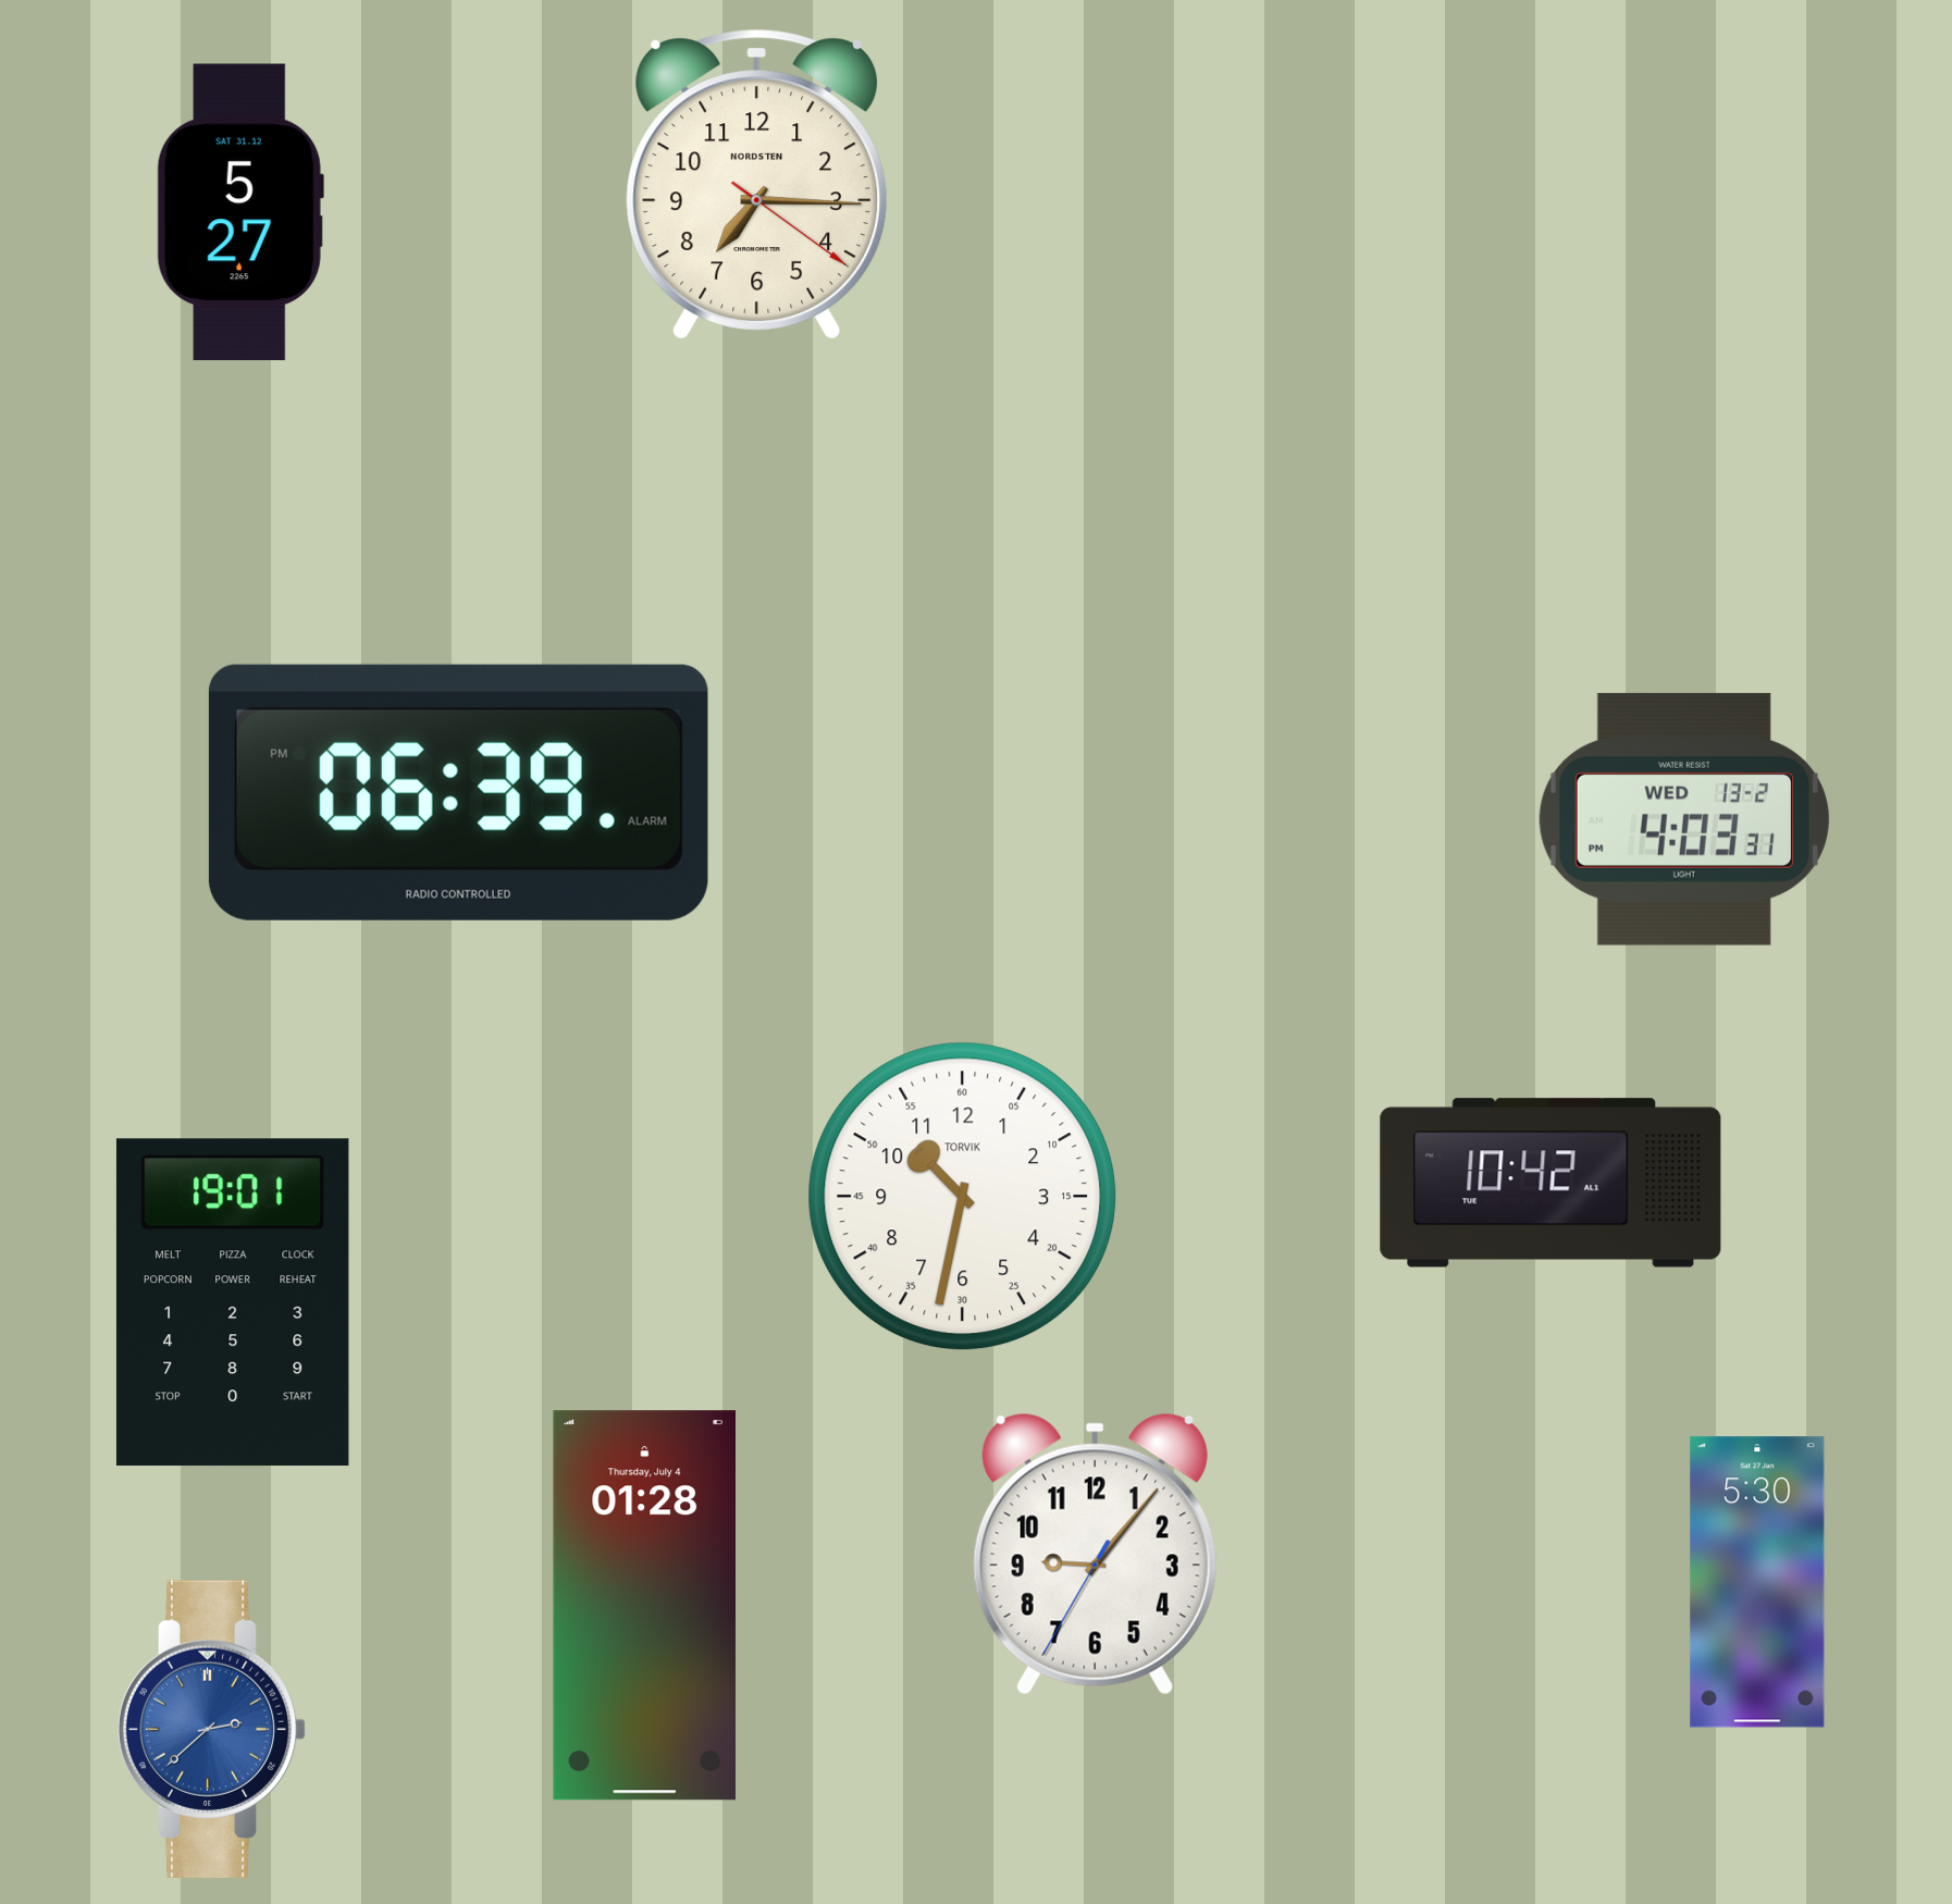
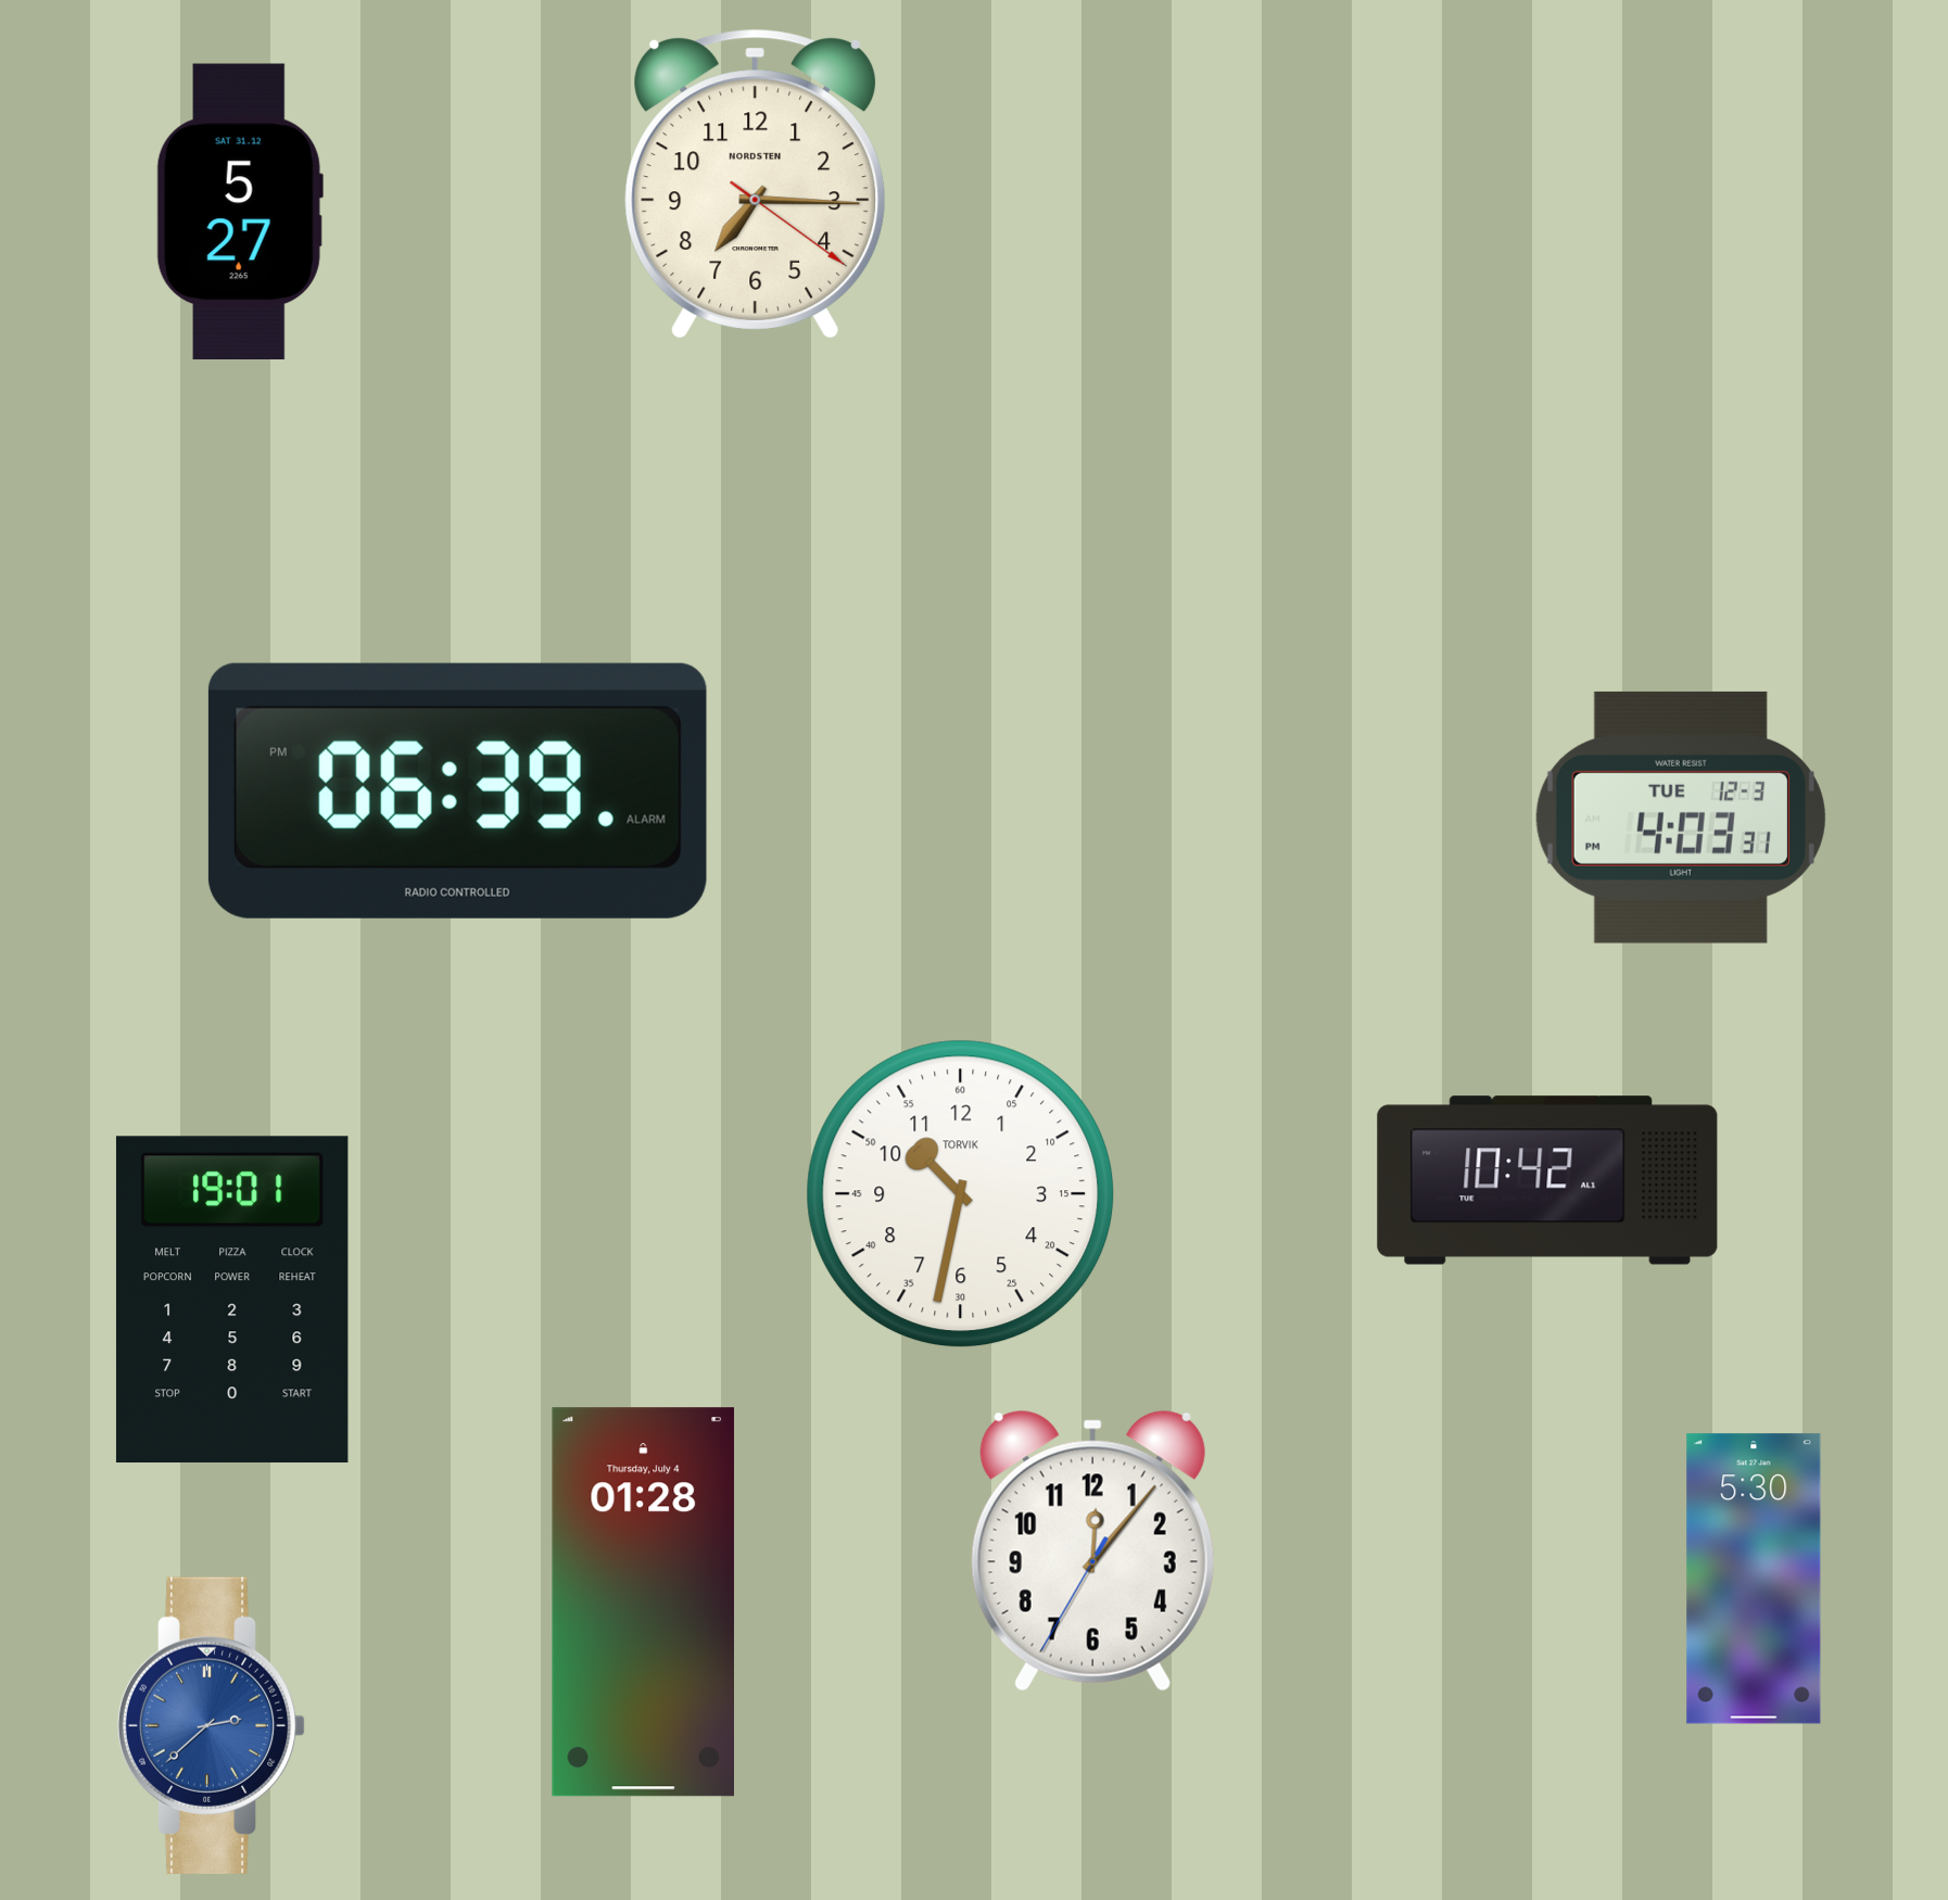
clock at (1684, 819) date: WED 13-2 -> TUE 12-3
clock at (1095, 1555): 9:06 -> 12:06
